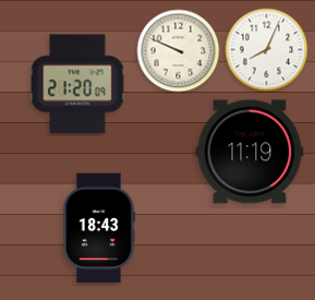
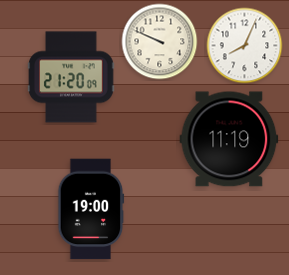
clock at (179, 51) position: (179, 51) -> (160, 42)
clock at (99, 228): 18:43 -> 19:00
